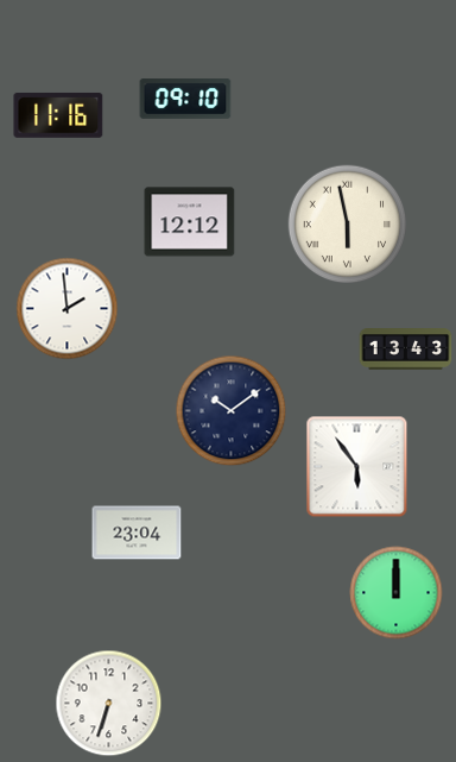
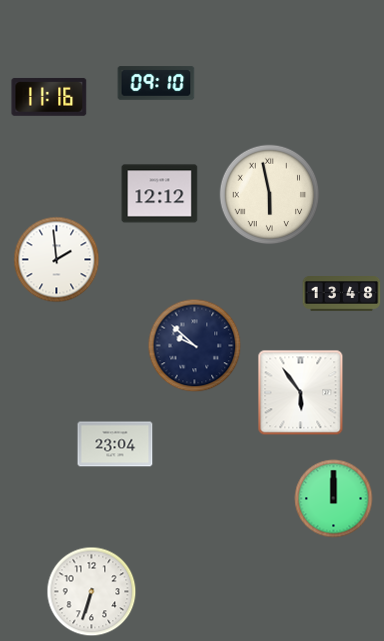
clock at (190, 222) position: (190, 222) -> (160, 194)
clock at (348, 225) position: (348, 225) -> (270, 195)
clock at (406, 349): 13:43 -> 13:48
clock at (232, 411): 10:09 -> 9:52
clock at (137, 533) position: (137, 533) -> (115, 444)
